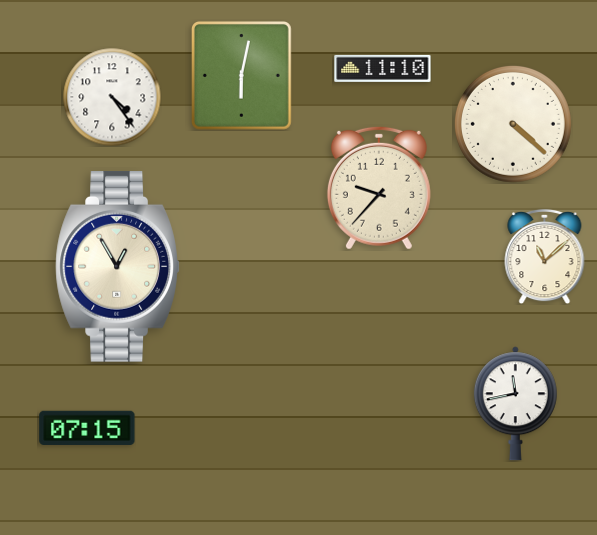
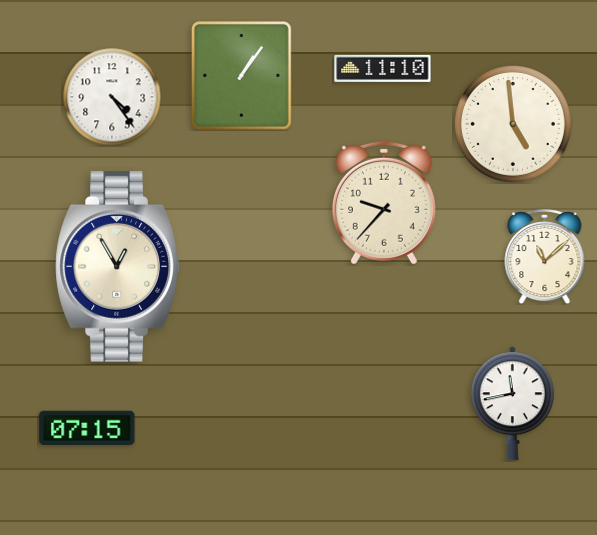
clock at (241, 75): 6:02 -> 1:06
clock at (513, 124): 4:22 -> 4:59
clock at (379, 188) position: (379, 188) -> (384, 203)
clock at (515, 404) position: (515, 404) -> (512, 404)
